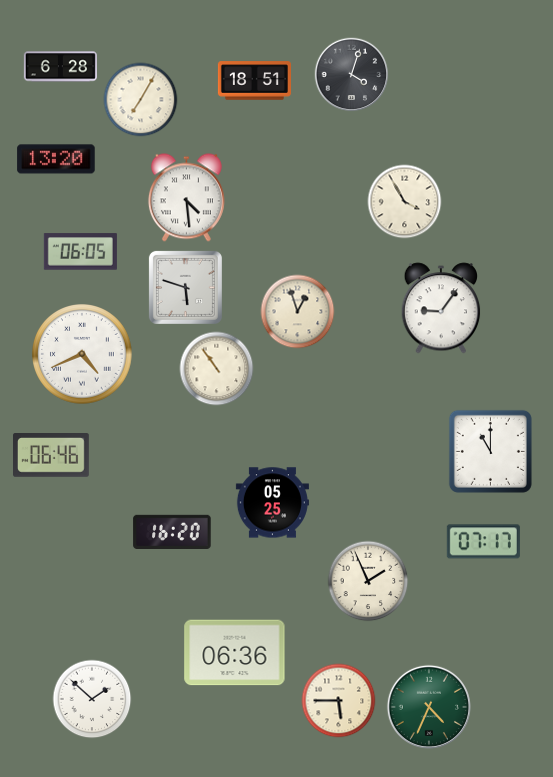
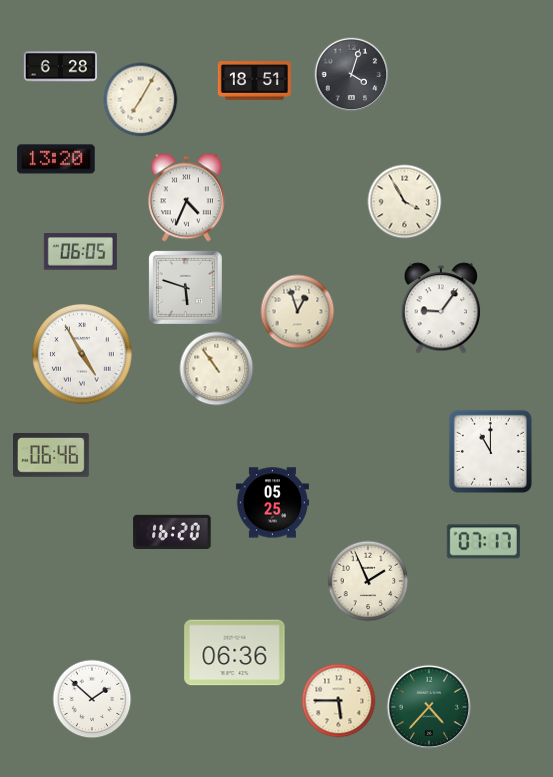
clock at (186, 198): 4:29 -> 4:34
clock at (83, 355): 4:41 -> 4:55
clock at (428, 706): 4:34 -> 4:37
